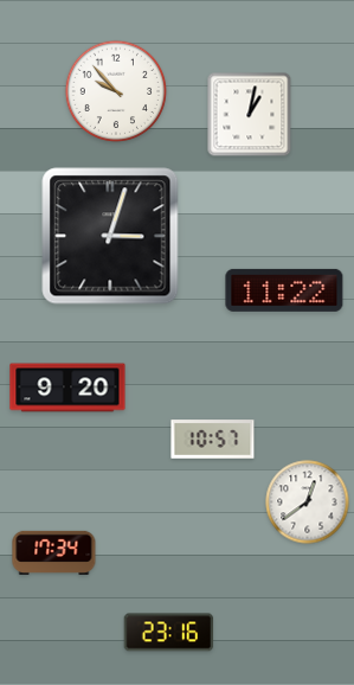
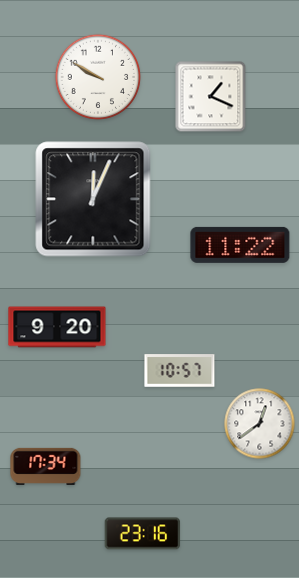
clock at (116, 91): 9:53 -> 9:50
clock at (250, 115): 1:02 -> 1:19
clock at (110, 236): 3:03 -> 12:04
